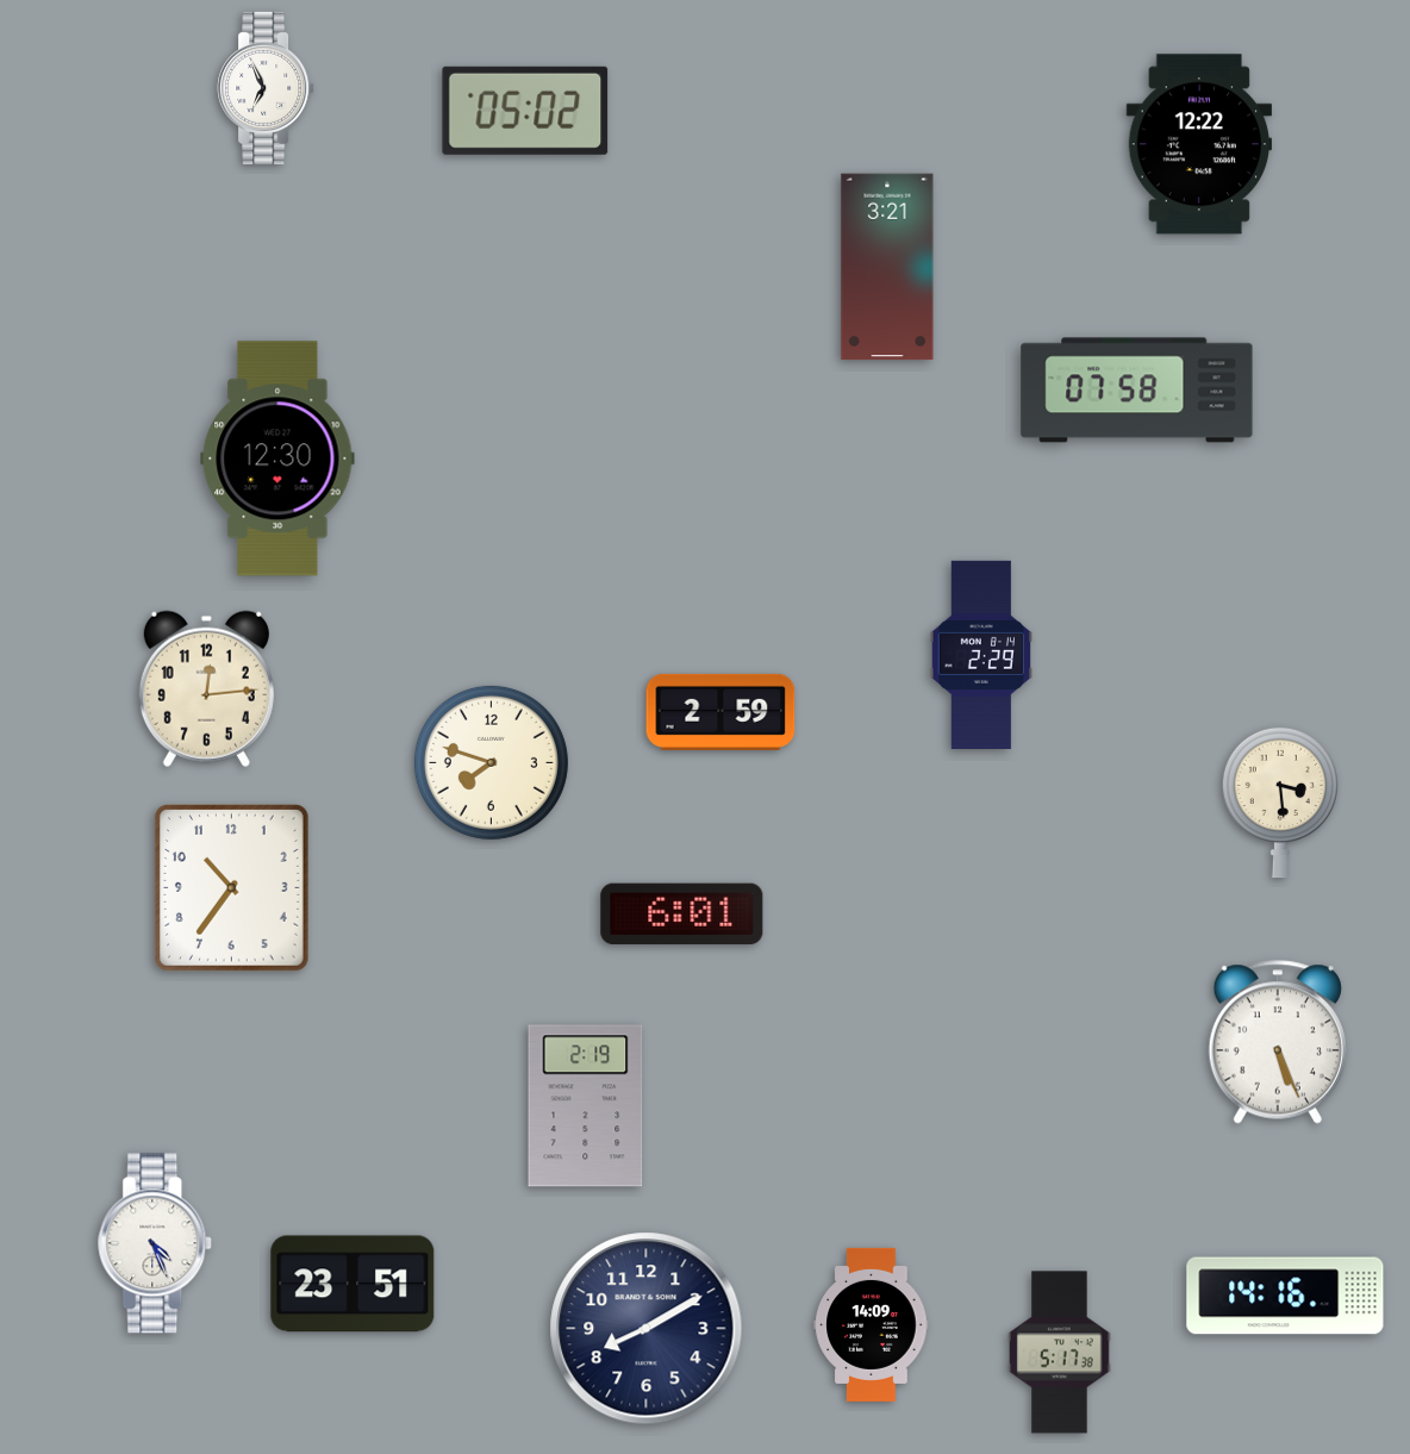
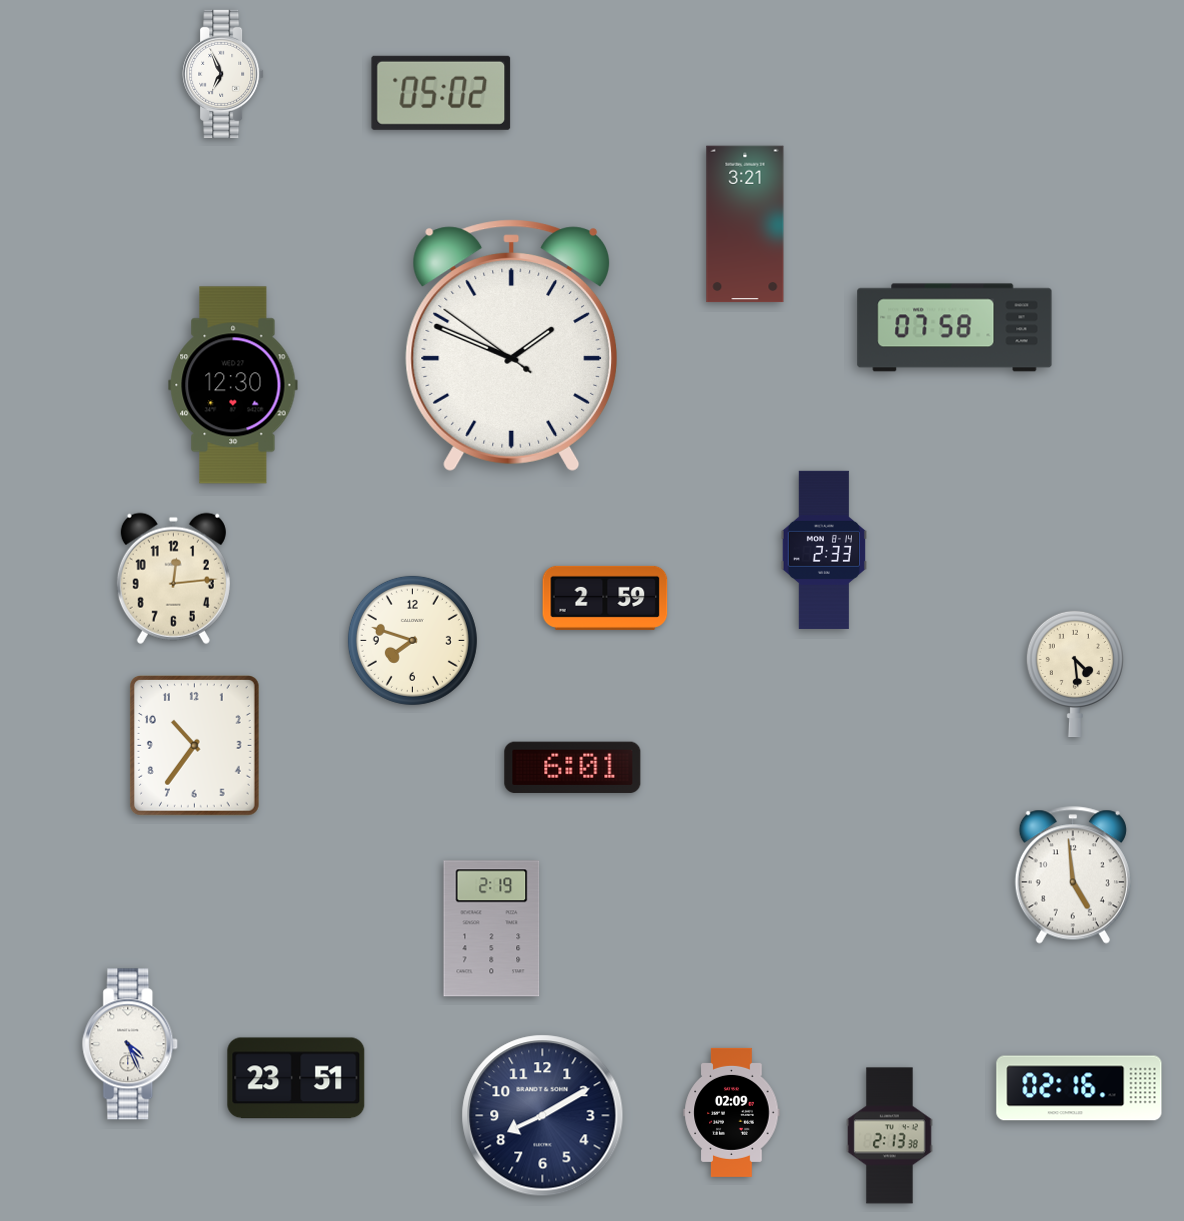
clock at (1198, 144): 12:22 -> none
clock at (512, 345): none -> 1:48
clock at (980, 655): 2:29 -> 2:33
clock at (1280, 803): 3:29 -> 4:29
clock at (1278, 1042): 5:26 -> 4:59
clock at (1285, 1296): 14:16 -> 02:16
clock at (872, 1324): 14:09 -> 02:09
clock at (1060, 1353): 5:17 -> 2:13
